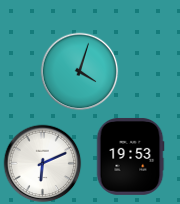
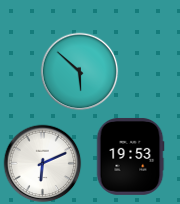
clock at (79, 71): 4:03 -> 5:52
